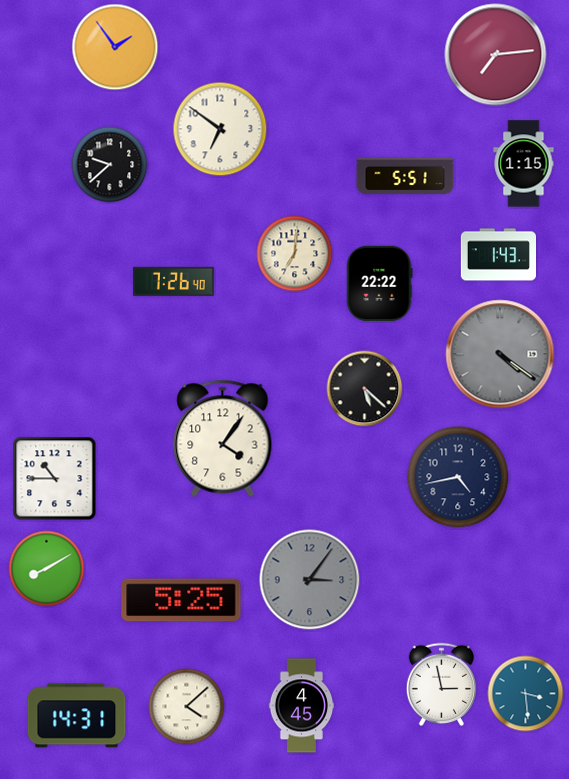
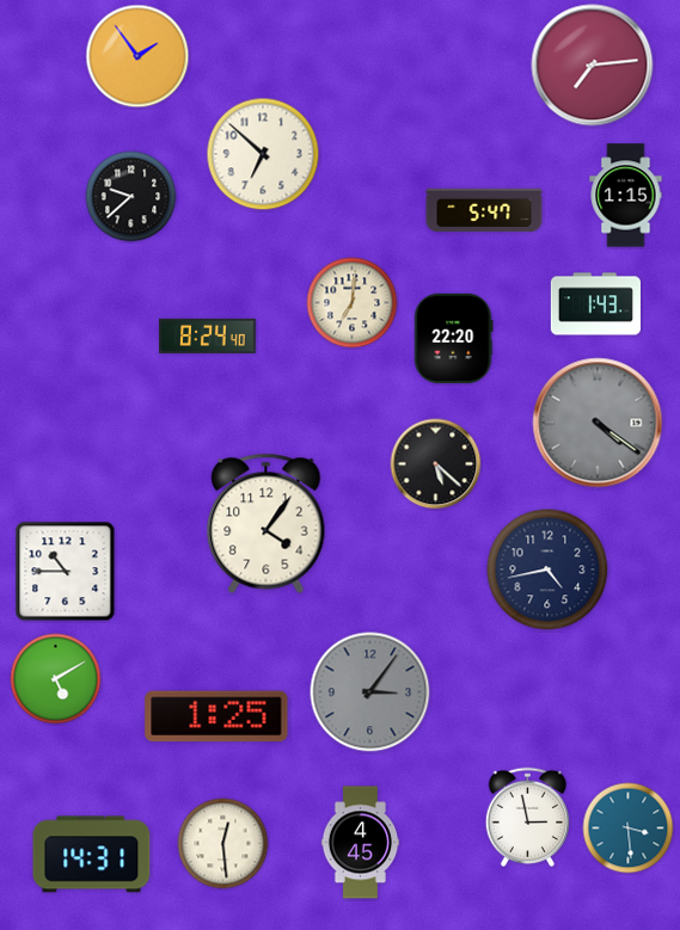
clock at (220, 129): 6:51 -> 6:52
clock at (405, 176): 5:51 -> 5:47
clock at (174, 281): 7:26 -> 8:24
clock at (379, 283): 22:22 -> 22:20
clock at (47, 569): 8:10 -> 5:10
clock at (181, 600): 5:25 -> 1:25
clock at (187, 707): 4:08 -> 12:29
